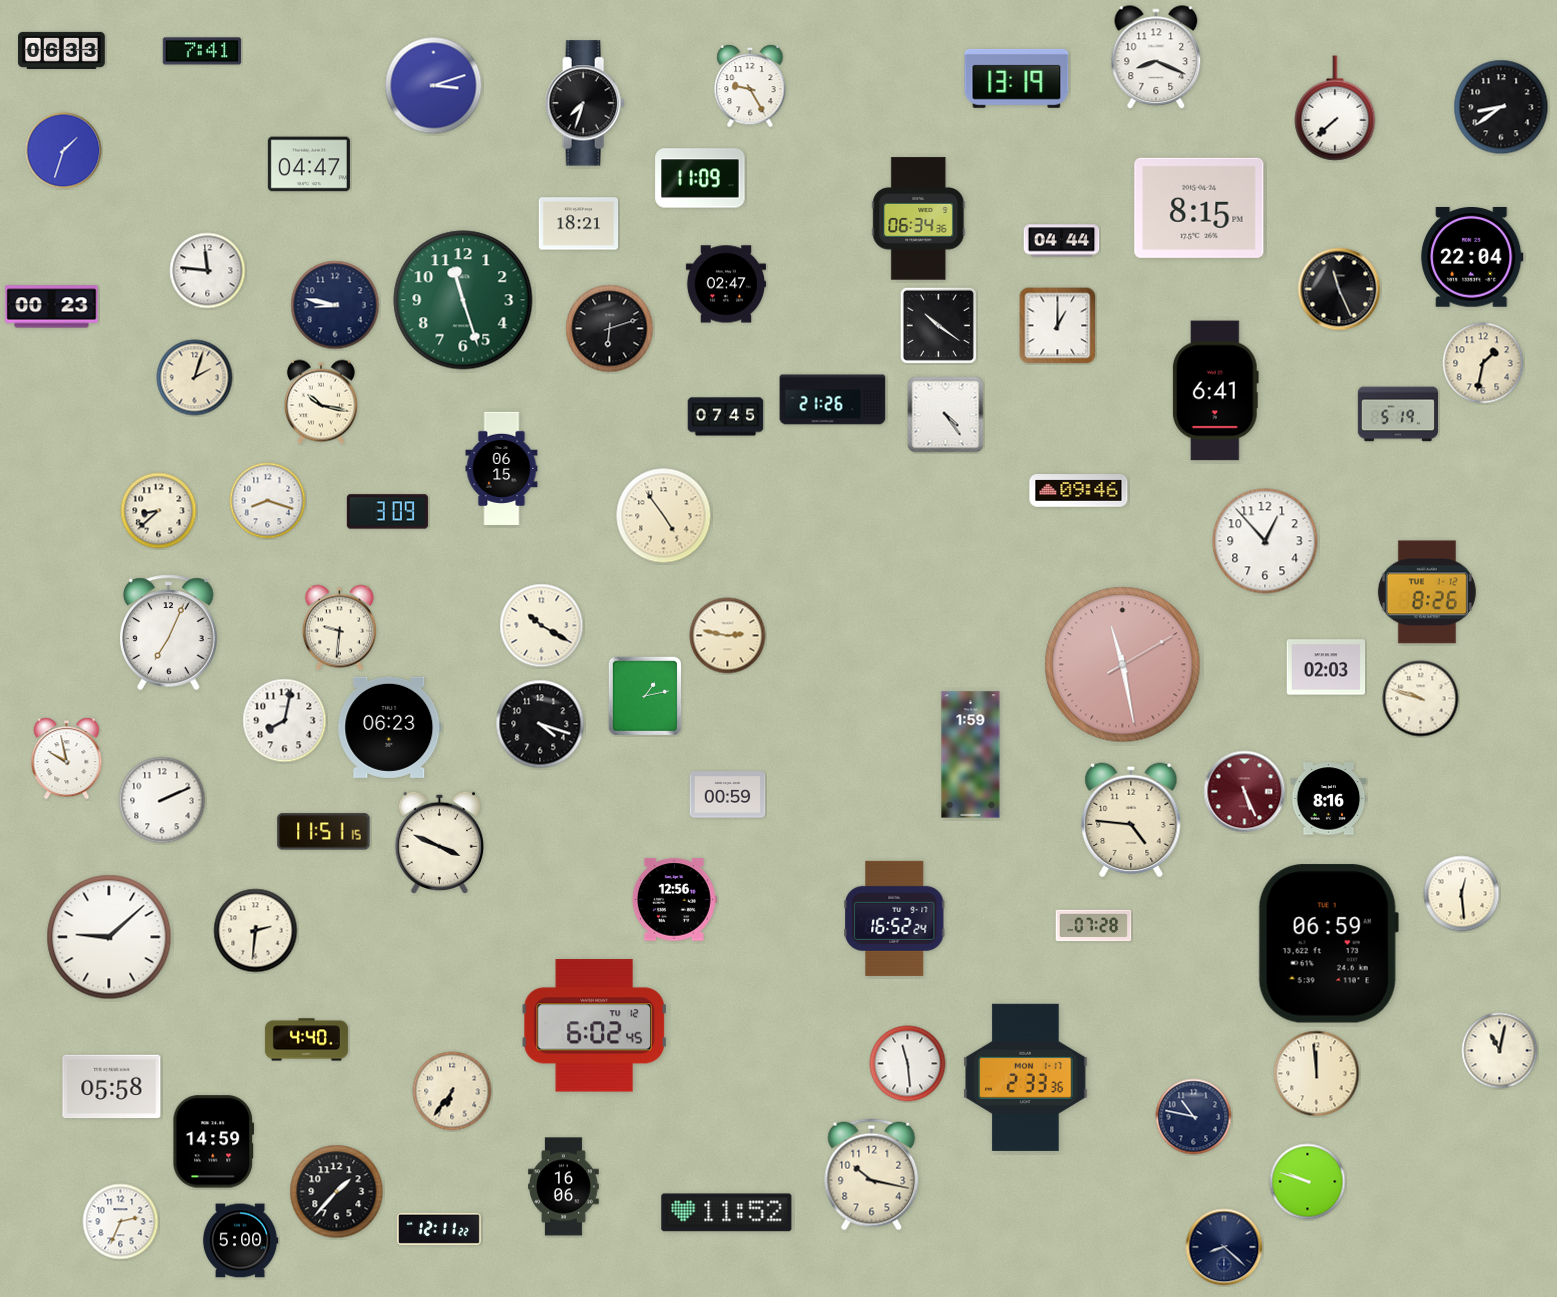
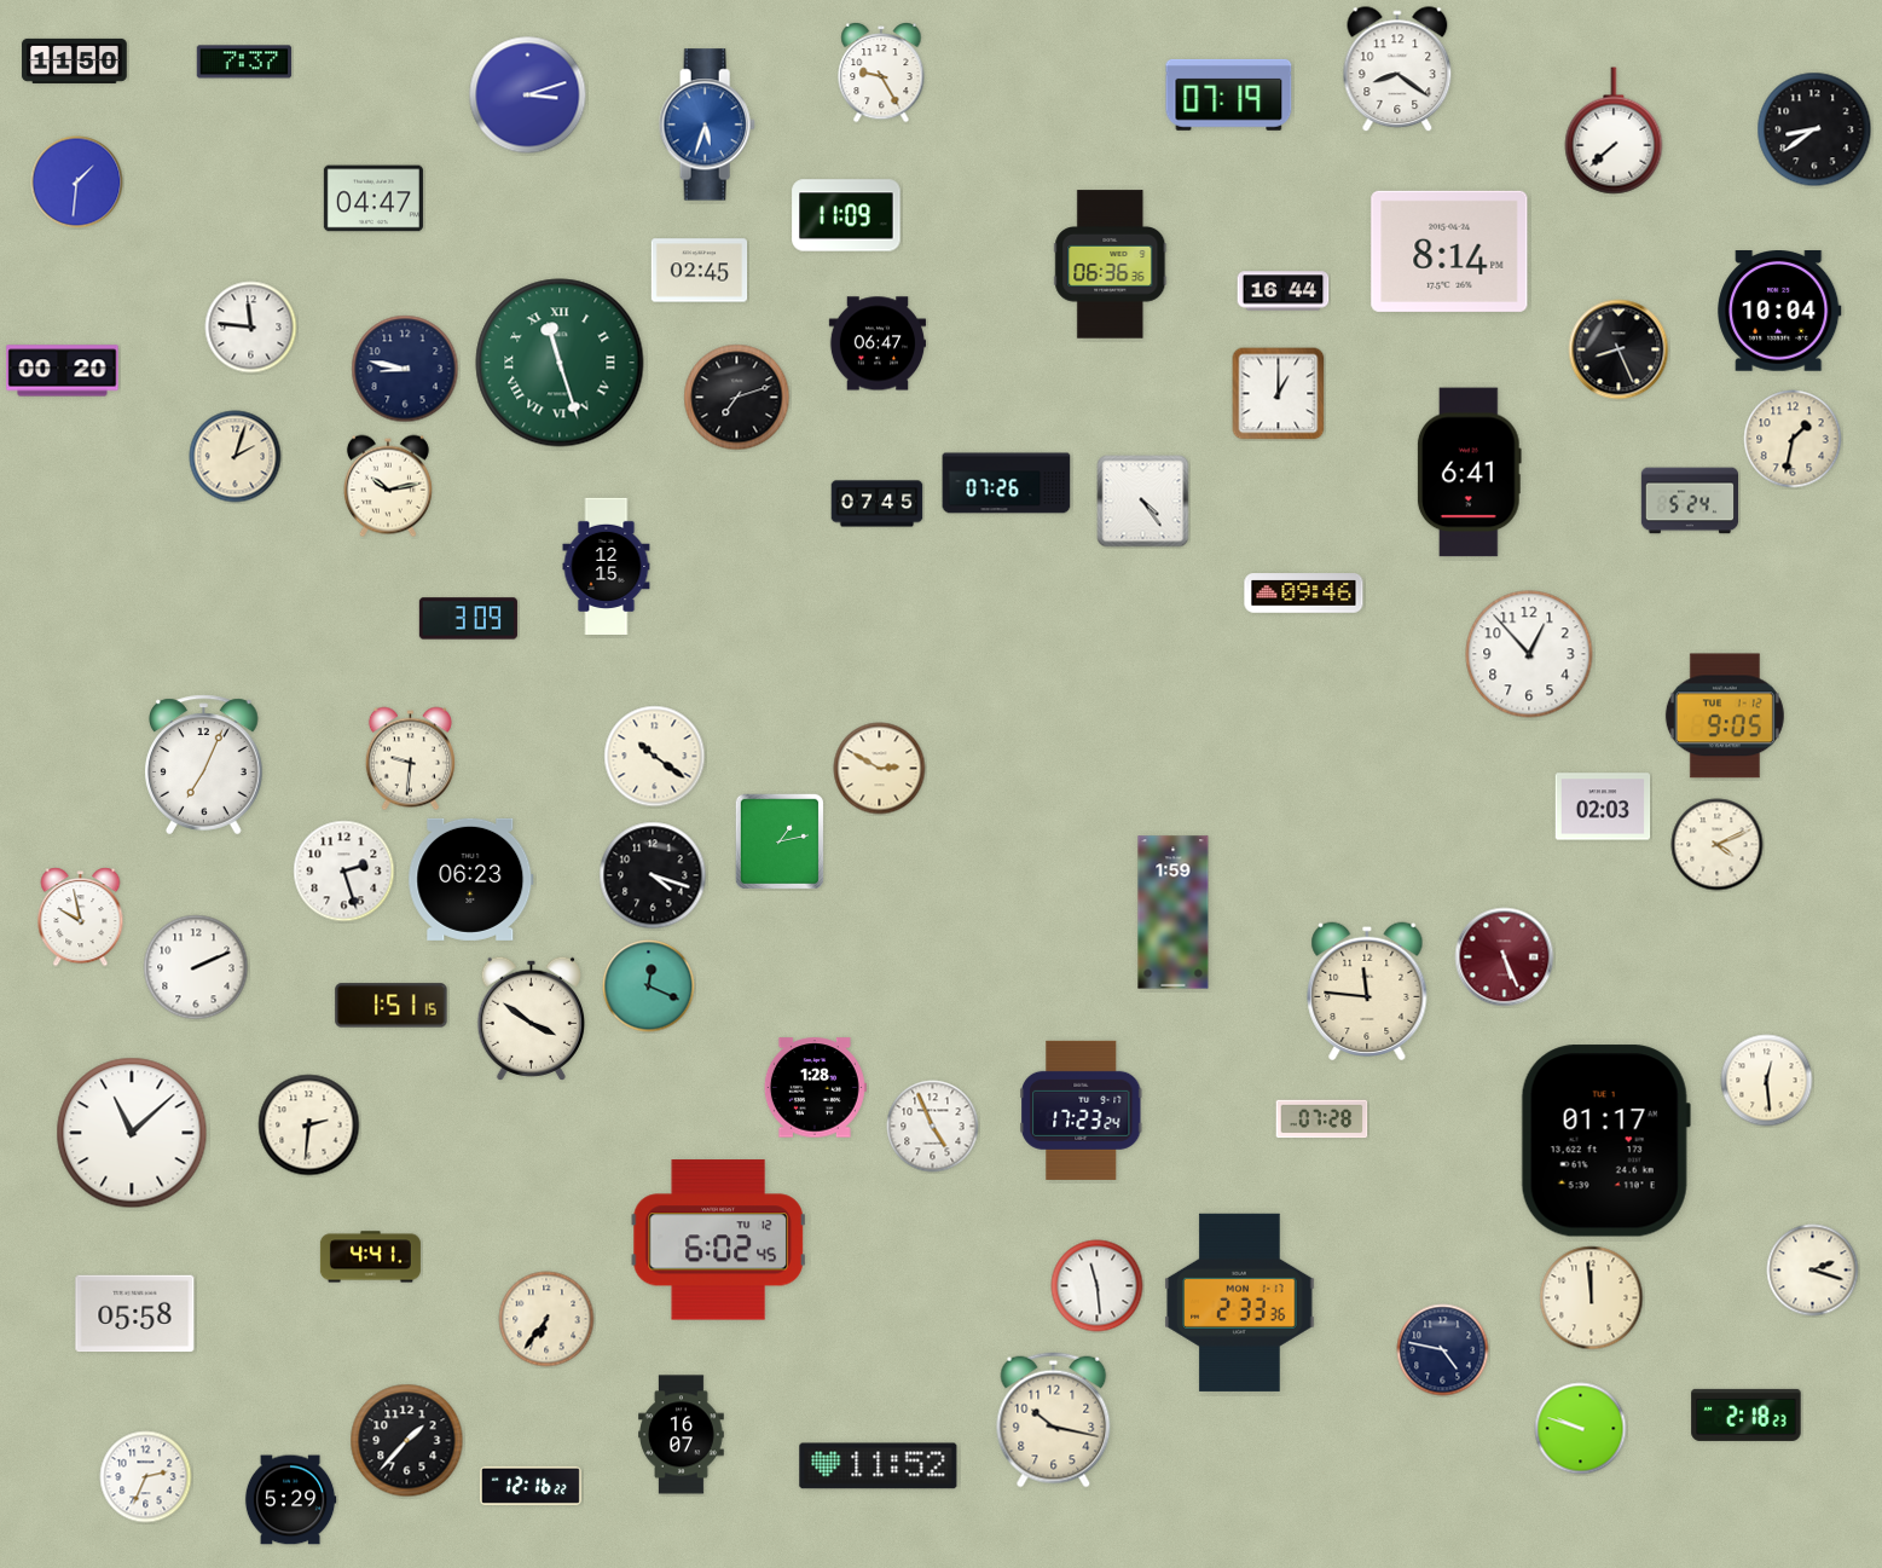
clock at (62, 50): 06:33 -> 11:50
clock at (202, 51): 7:41 -> 7:37
clock at (1156, 58): 8:19 -> 8:21
clock at (1017, 78): 13:19 -> 07:19
clock at (434, 86) position: (434, 86) -> (528, 96)
clock at (750, 86) position: (750, 86) -> (881, 73)
clock at (585, 103): 7:33 -> 5:33
clock at (585, 103) dial: black -> blue
clock at (64, 151): 1:33 -> 1:31
clock at (1199, 208): 8:15 -> 8:14
clock at (919, 219): 06:34 -> 06:36
clock at (579, 224): 18:21 -> 02:45
clock at (1062, 241): 04:44 -> 16:44
clock at (1472, 258): 22:04 -> 10:04
clock at (725, 284): 02:47 -> 06:47
clock at (1339, 289): 11:26 -> 8:26
clock at (463, 300) numerals: Arabic -> Roman
clock at (52, 307): 00:23 -> 00:20
clock at (938, 325): 10:21 -> none
clock at (610, 329): 6:12 -> 7:12
clock at (833, 400): 21:26 -> 07:26
clock at (321, 402): 10:17 -> 10:13
clock at (1397, 414): 5:19 -> 5:24
clock at (502, 468): 06:15 -> 12:15
clock at (268, 501): 8:18 -> none
clock at (159, 511): 8:38 -> none
clock at (664, 516): 4:54 -> none
clock at (1427, 592): 8:26 -> 9:05
clock at (542, 626): 10:20 -> 10:21
clock at (728, 636): 2:47 -> 2:50
clock at (1123, 665): 11:28 -> none
clock at (1421, 699): 9:48 -> 4:11
clock at (285, 721): 8:02 -> 2:27
clock at (728, 795): 00:59 -> none
clock at (1329, 799): 8:16 -> none
clock at (649, 986): none -> 12:19
clock at (1131, 819): 4:46 -> 11:46
clock at (324, 832): 11:51 -> 1:51
clock at (439, 842): 3:49 -> 3:51
clock at (674, 900): 12:56 -> 1:28
clock at (895, 918): 16:52 -> 17:23
clock at (933, 1127): none -> 4:56
clock at (109, 937): 9:08 -> 11:08
clock at (1328, 944): 06:59 -> 01:17
clock at (306, 1040): 4:40 -> 4:41
clock at (1500, 1051): 11:02 -> 2:18
clock at (1194, 1117): 10:47 -> 4:47
clock at (214, 1142): 14:59 -> none
clock at (1747, 1414): none -> 2:18
clock at (564, 1187): 16:06 -> 16:07
clock at (439, 1228): 12:11 -> 12:16
clock at (240, 1241): 5:00 -> 5:29
clock at (1224, 1247): 8:22 -> none
